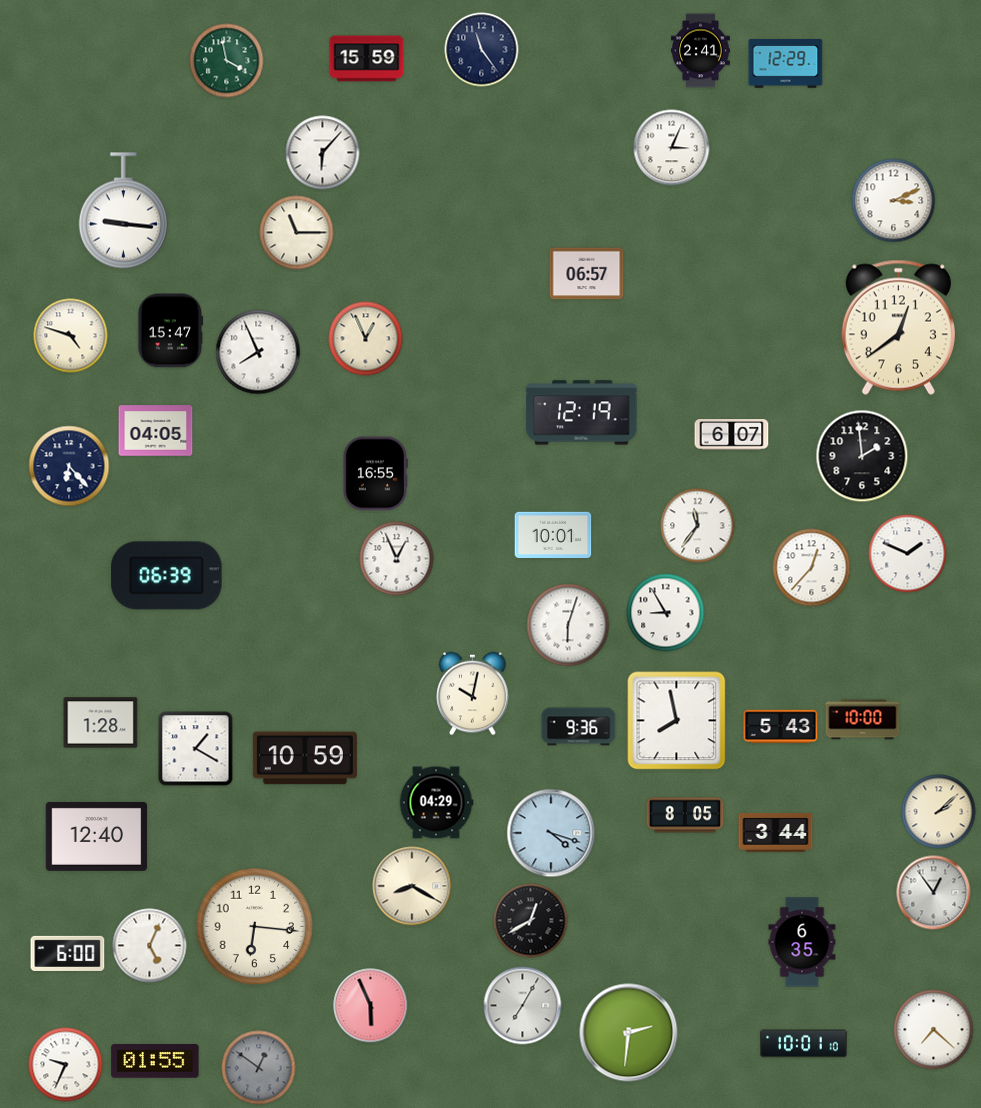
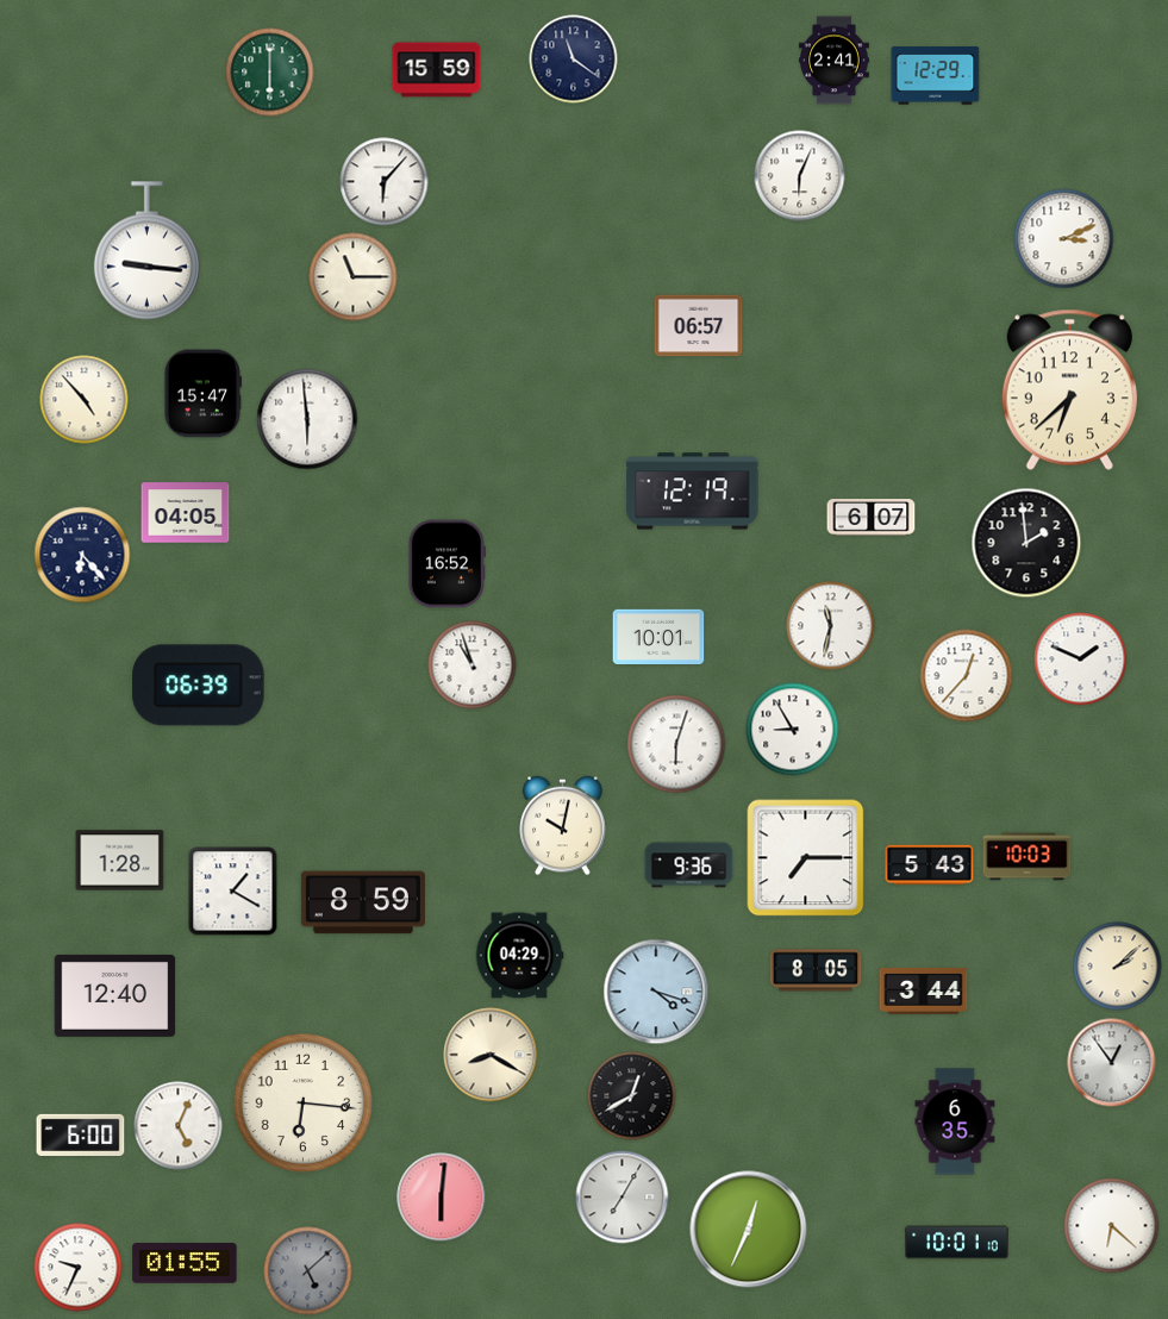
clock at (482, 50): 11:24 -> 11:21
clock at (227, 61): 3:58 -> 6:00
clock at (672, 148): 3:04 -> 6:04
clock at (898, 327): 12:39 -> 6:38
clock at (71, 336): 4:48 -> 4:53
clock at (366, 339): 12:56 -> none
clock at (258, 352): 7:56 -> 5:59
clock at (375, 474): 16:55 -> 16:52
clock at (698, 526): 11:36 -> 11:32
clock at (397, 559): 12:56 -> 10:57
clock at (863, 720): 10:00 -> 10:03
clock at (677, 721): 7:58 -> 7:15
clock at (305, 758): 10:59 -> 8:59
clock at (371, 1006): 5:56 -> 6:01
clock at (934, 1030): 7:22 -> 6:22
clock at (629, 1033): 2:31 -> 12:34
clock at (259, 1068): 12:51 -> 5:08
